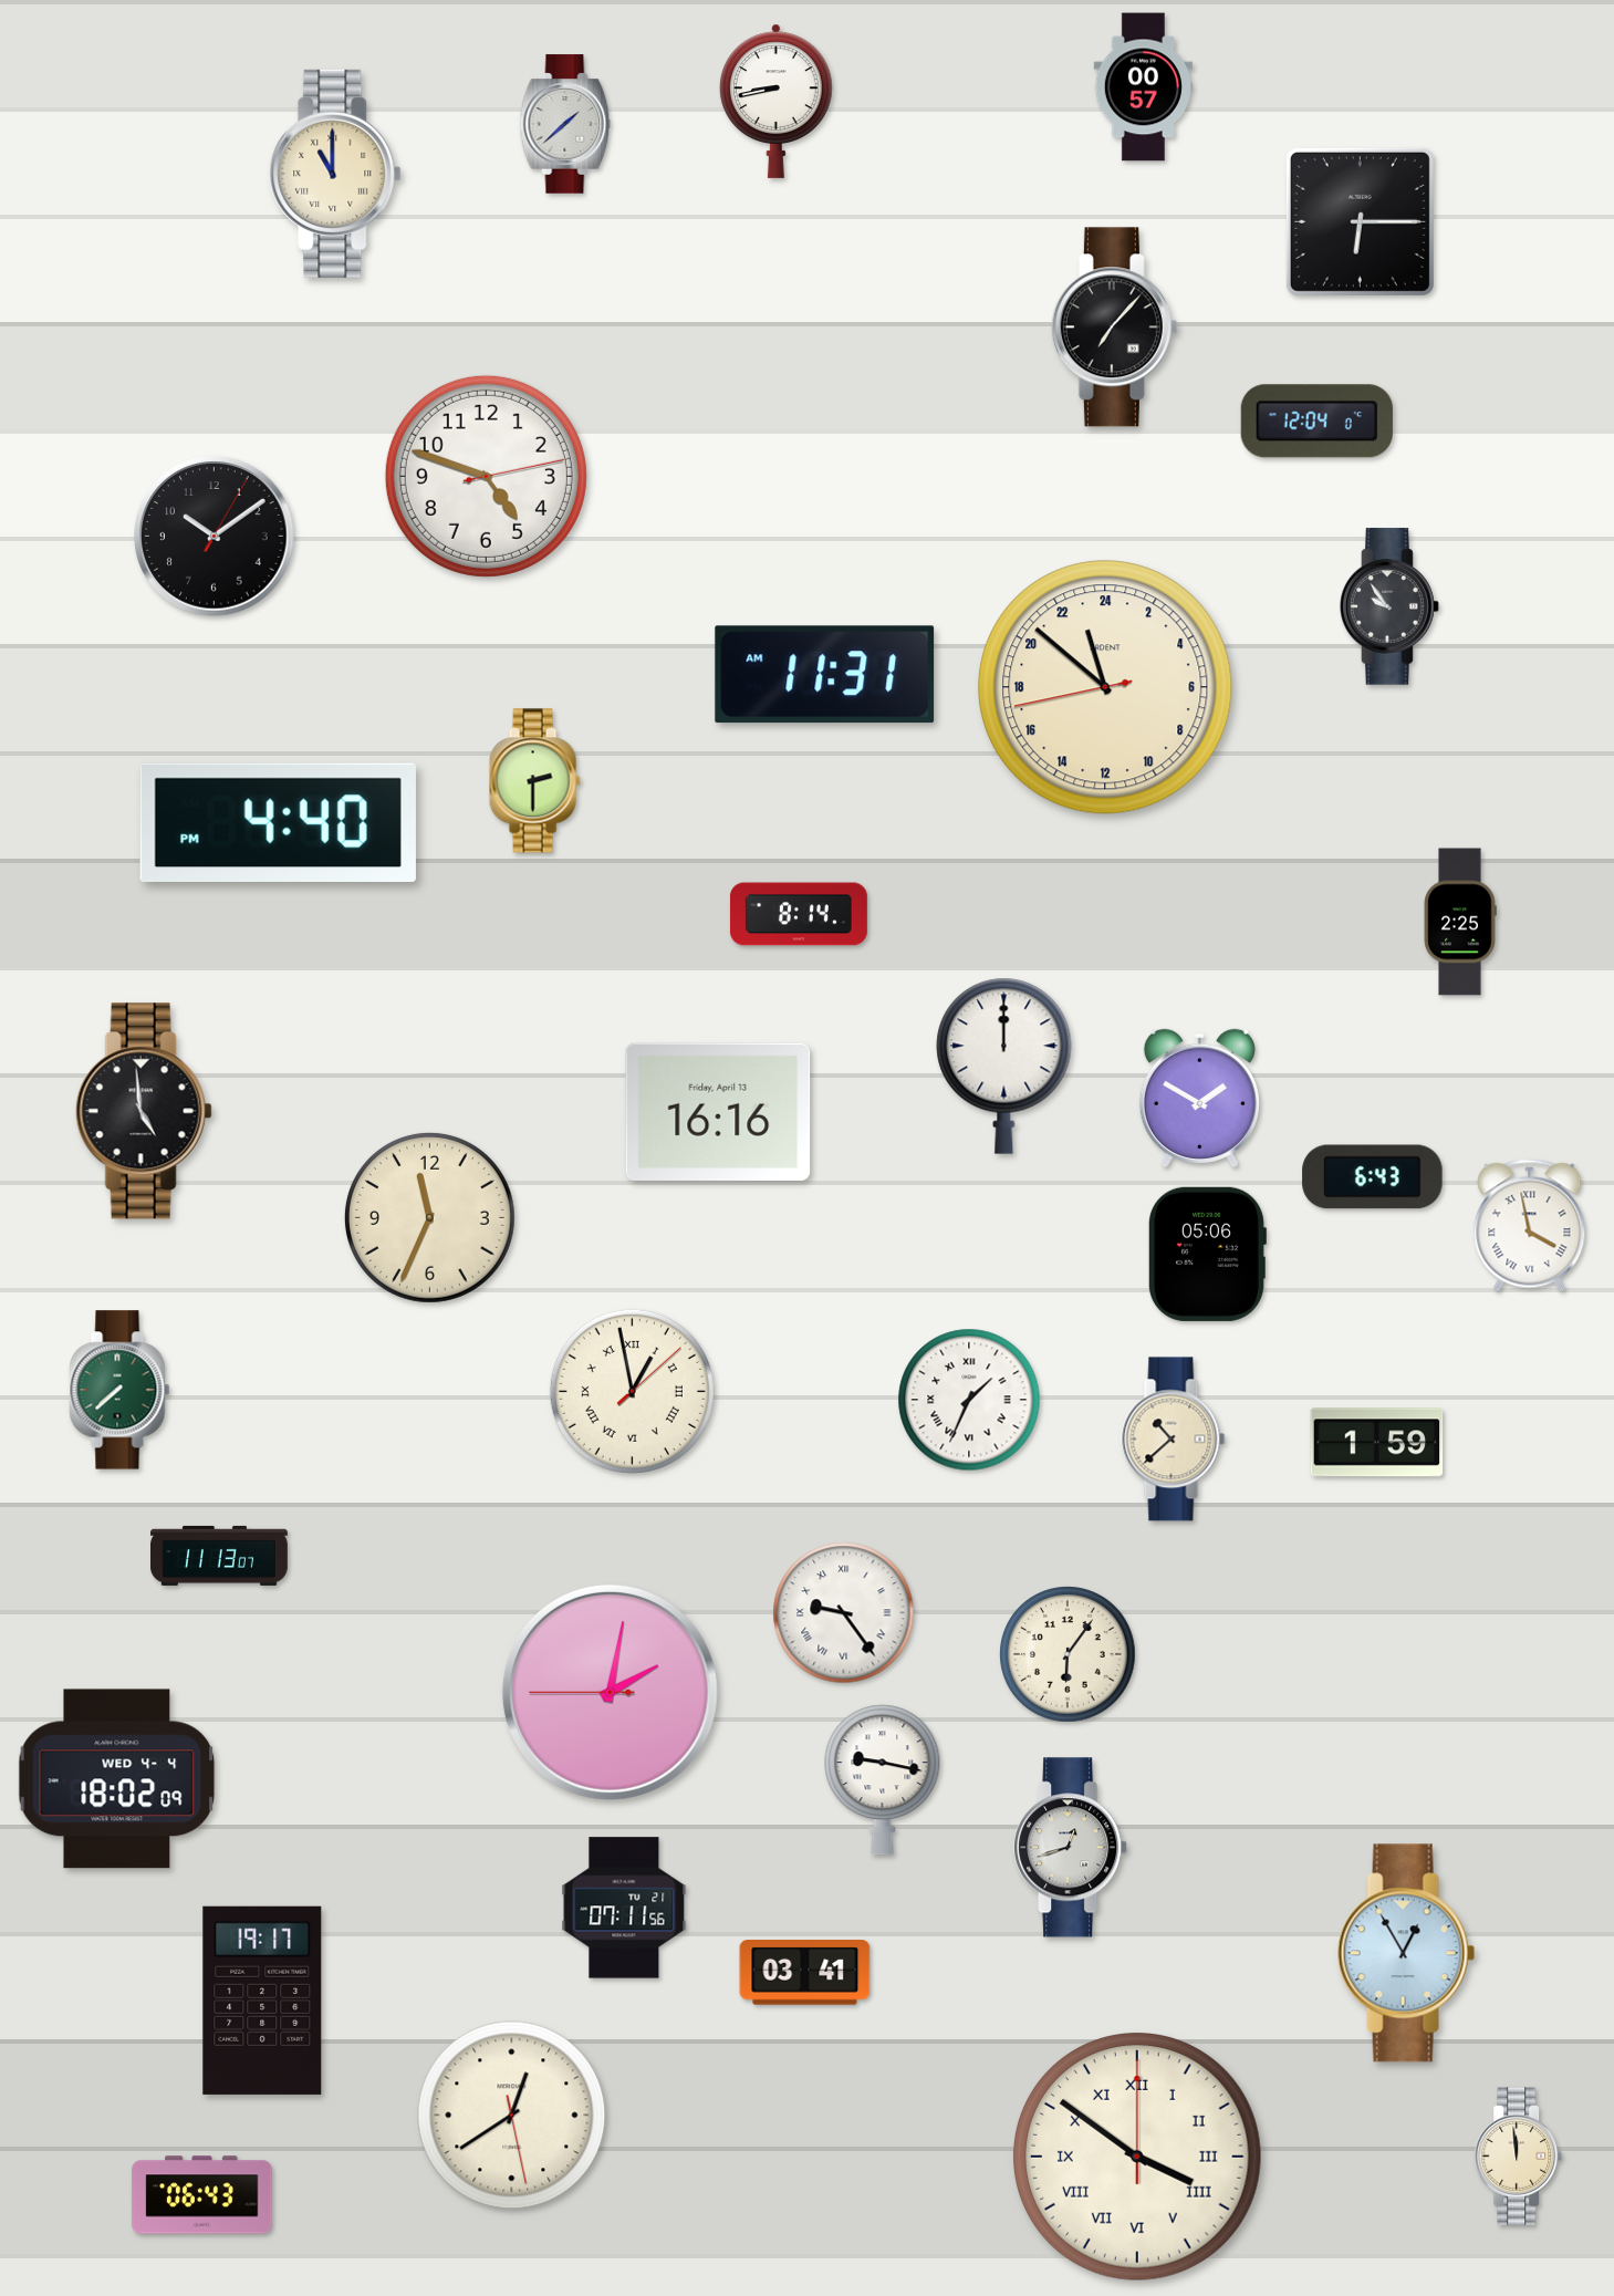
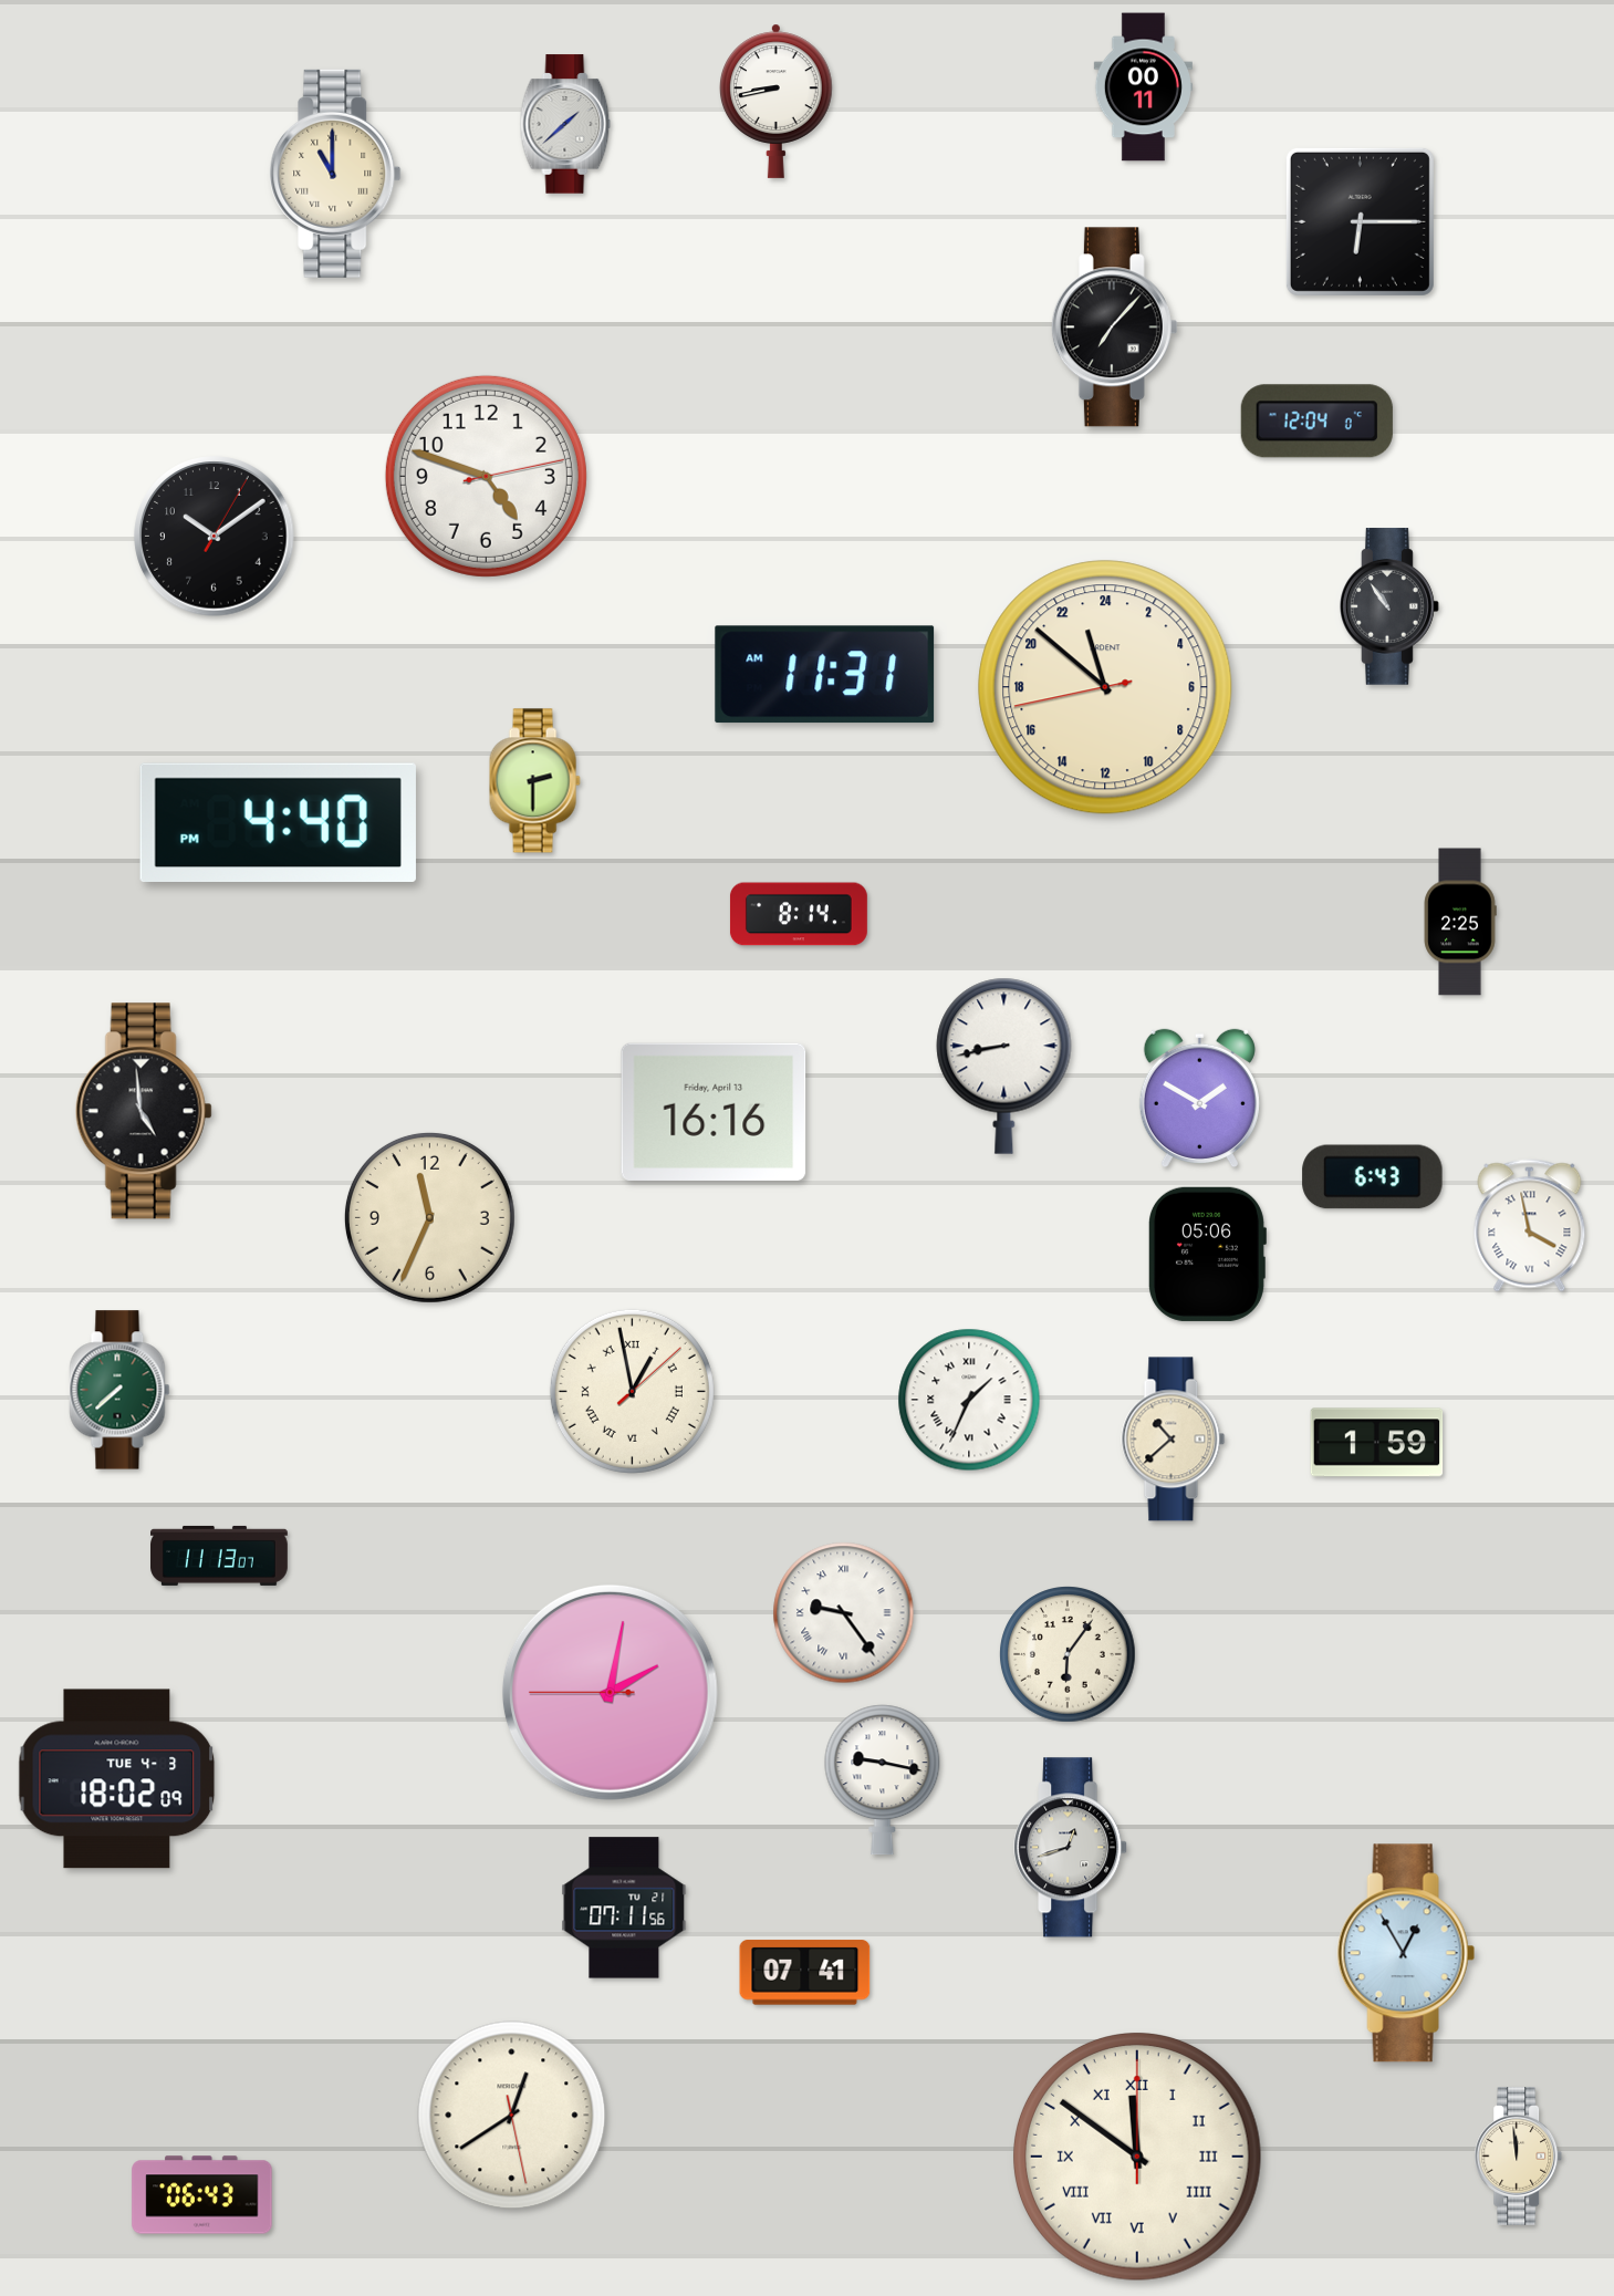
clock at (1143, 87): 00:57 -> 00:11
clock at (1389, 606): 9:54 -> 10:54
clock at (1004, 1066): 12:00 -> 8:43
clock at (718, 1112) position: (718, 1112) -> (714, 1112)
clock at (117, 1779) date: WED 4-4 -> TUE 4-3
clock at (805, 1973): 03:41 -> 07:41
clock at (262, 2001): 19:17 -> none
clock at (1138, 2158): 3:51 -> 11:51
